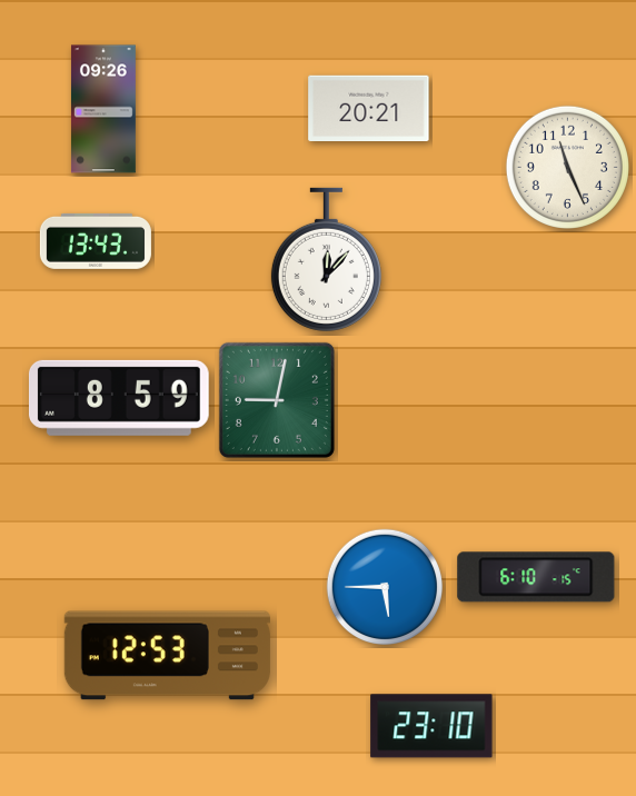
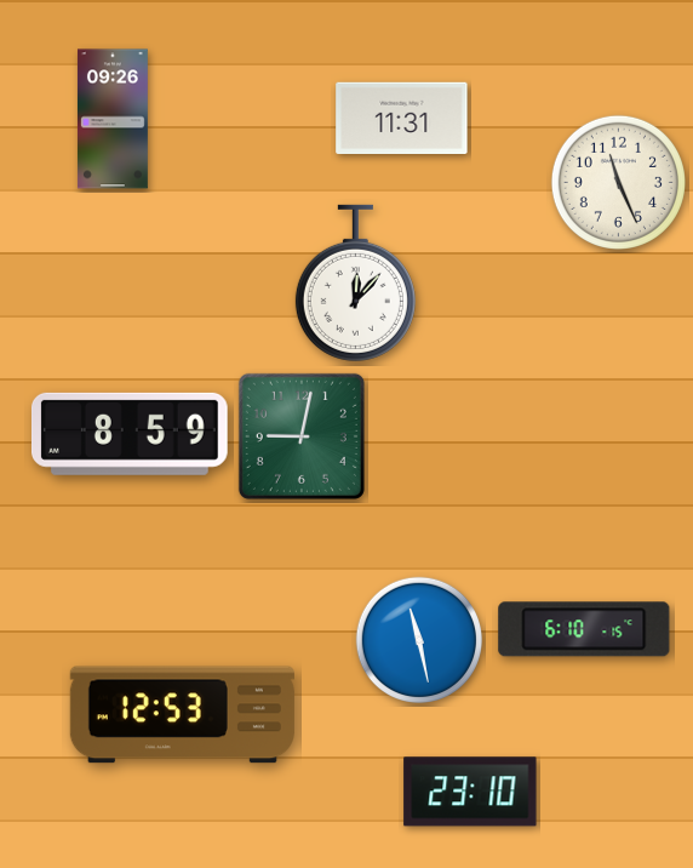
clock at (369, 108): 20:21 -> 11:31
clock at (96, 241): 13:43 -> none
clock at (384, 586): 5:45 -> 11:28
